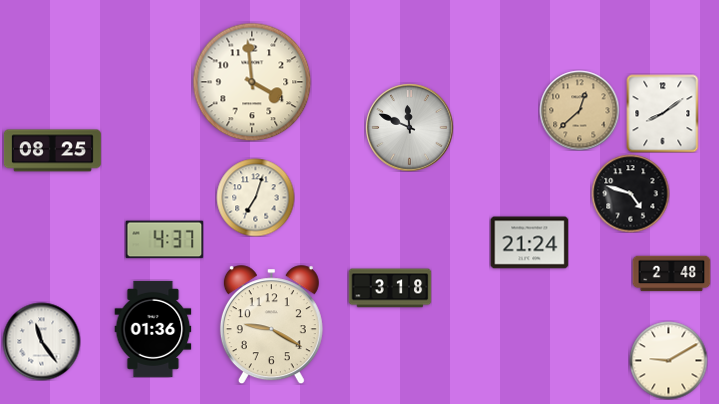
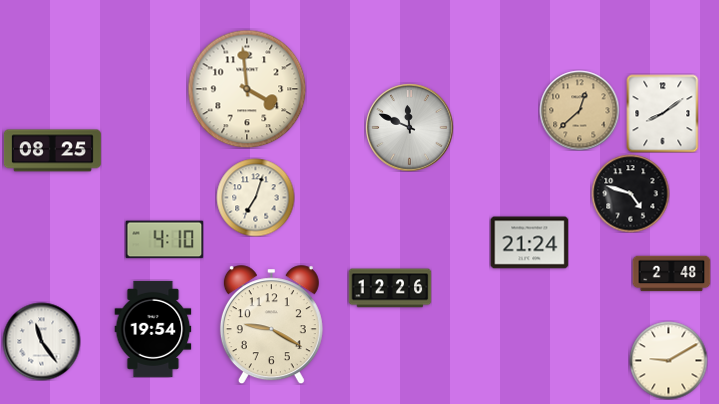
clock at (252, 82) position: (252, 82) -> (247, 89)
clock at (164, 240): 4:37 -> 4:10
clock at (390, 288): 3:18 -> 12:26
clock at (153, 329): 01:36 -> 19:54
